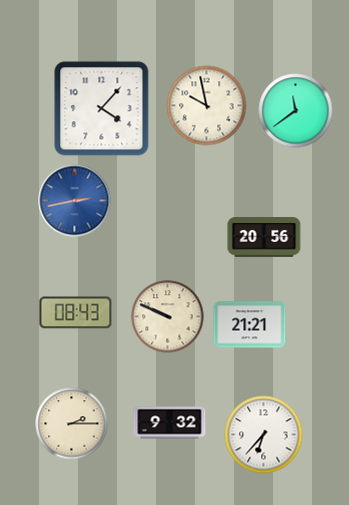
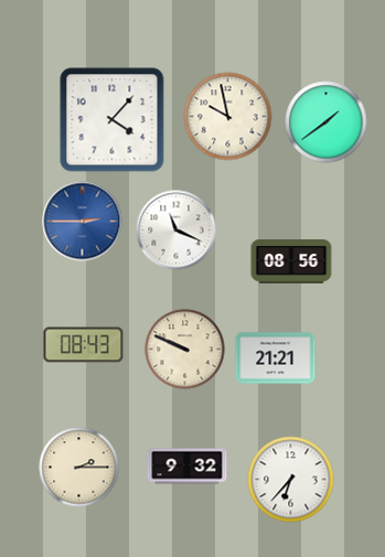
clock at (296, 111): 11:39 -> 1:39
clock at (75, 201): 2:43 -> 2:45
clock at (177, 231): none -> 11:19
clock at (264, 237): 20:56 -> 08:56
